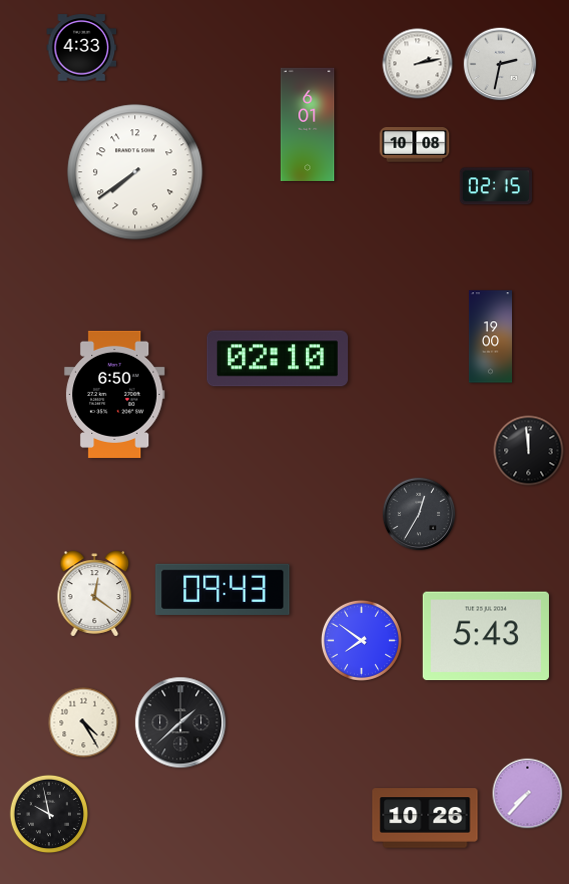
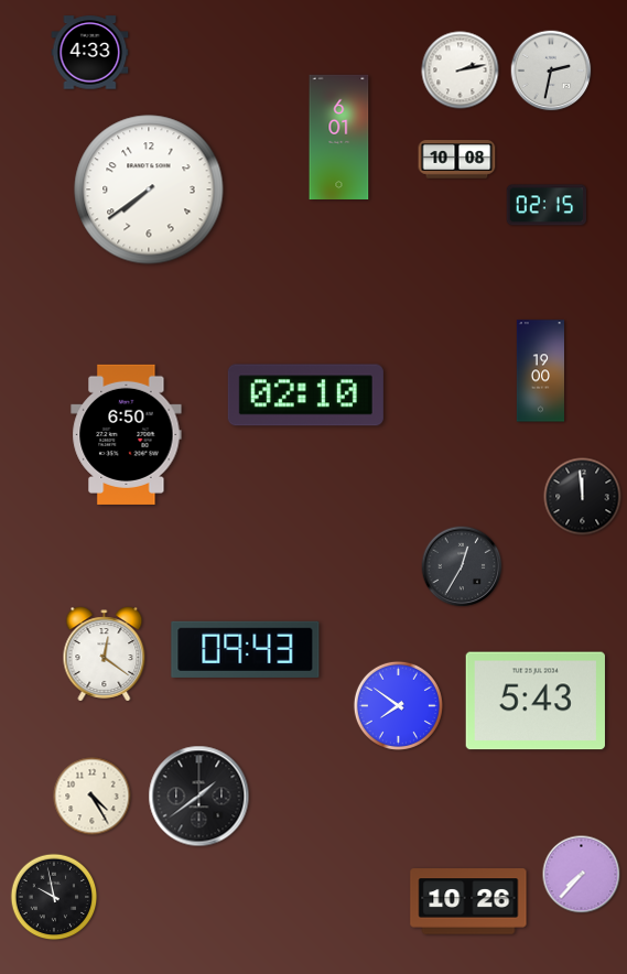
clock at (181, 723): 1:38 -> 1:39
